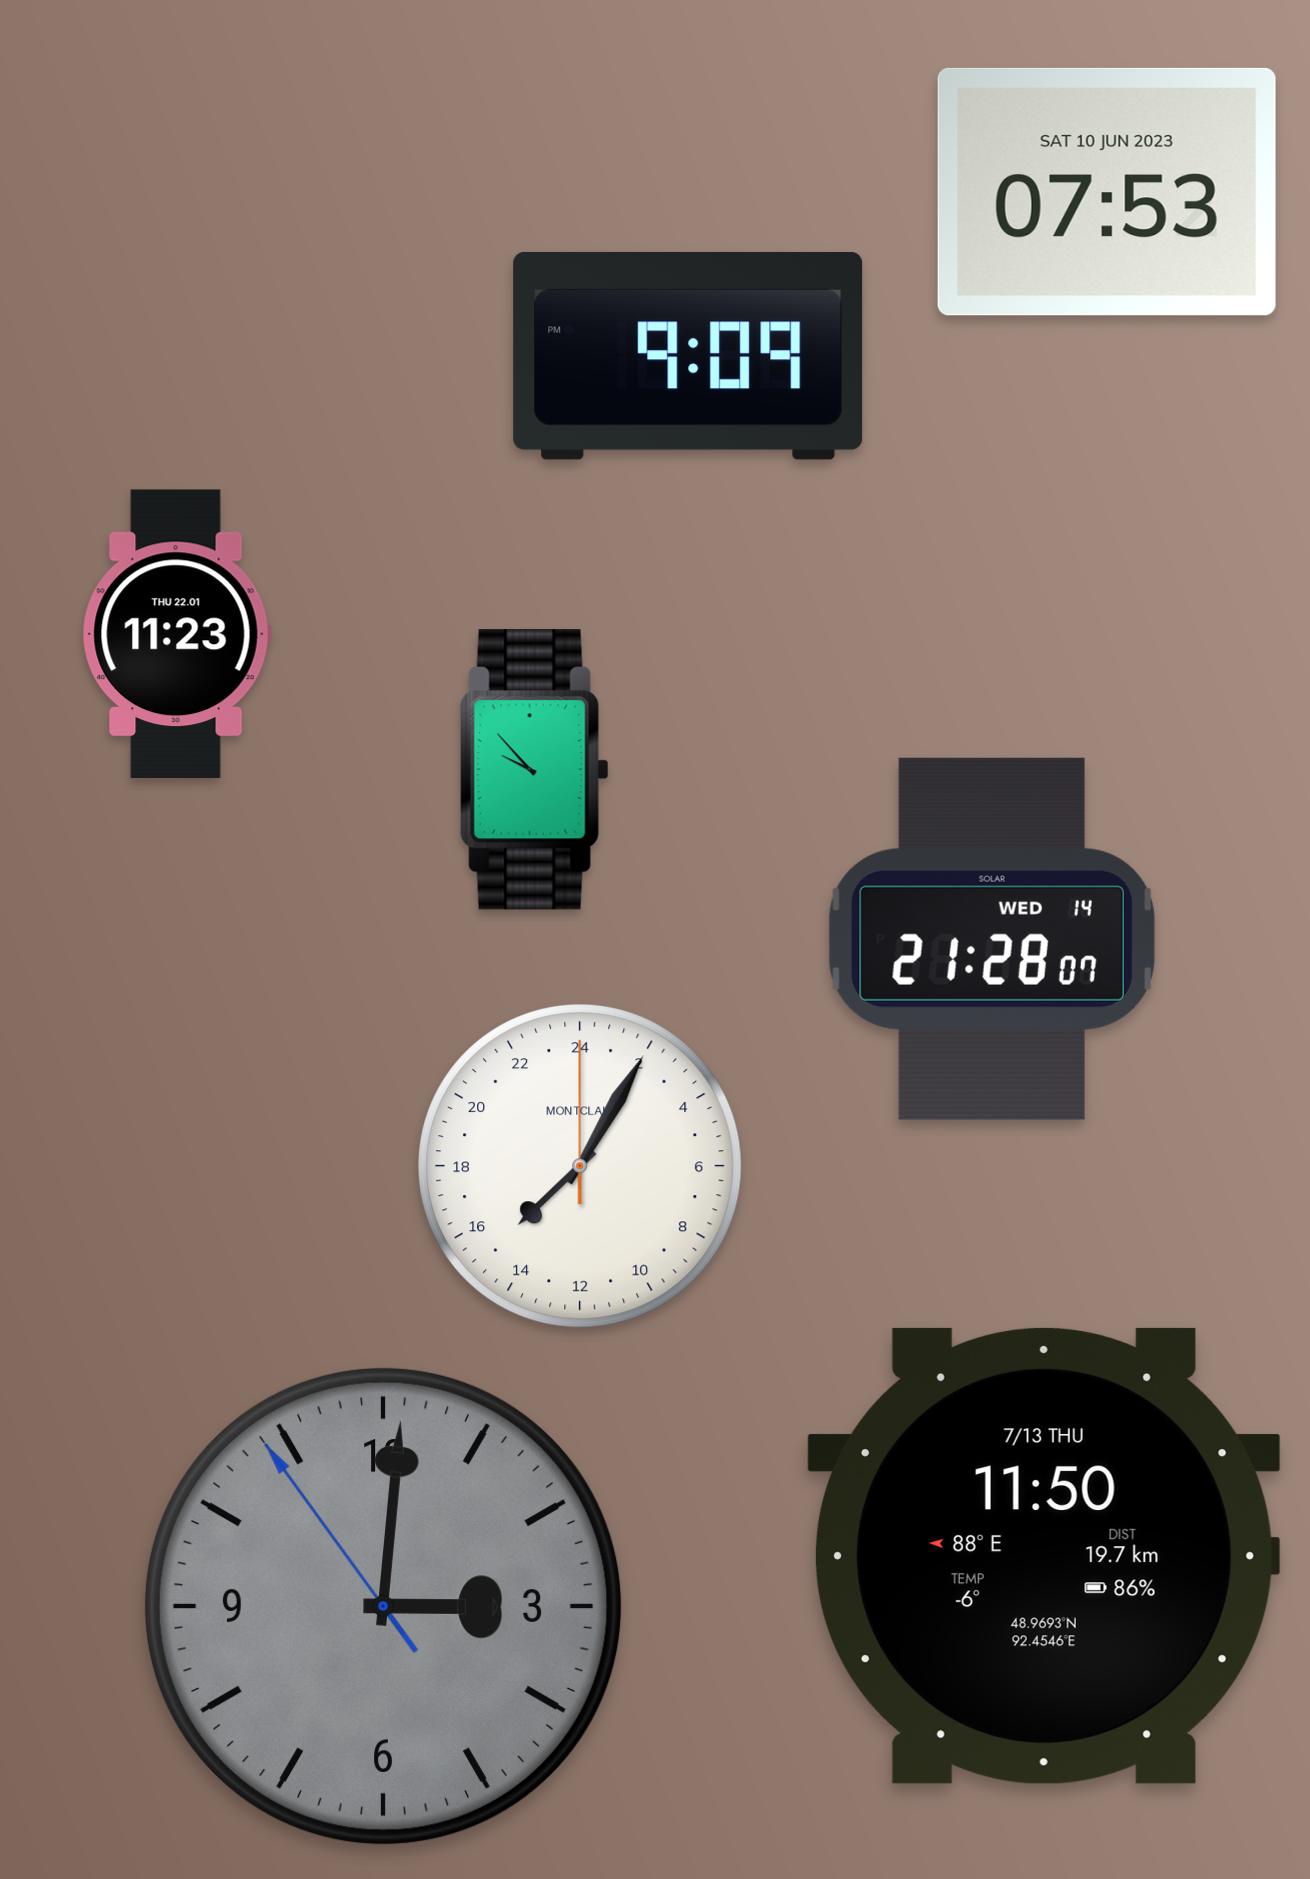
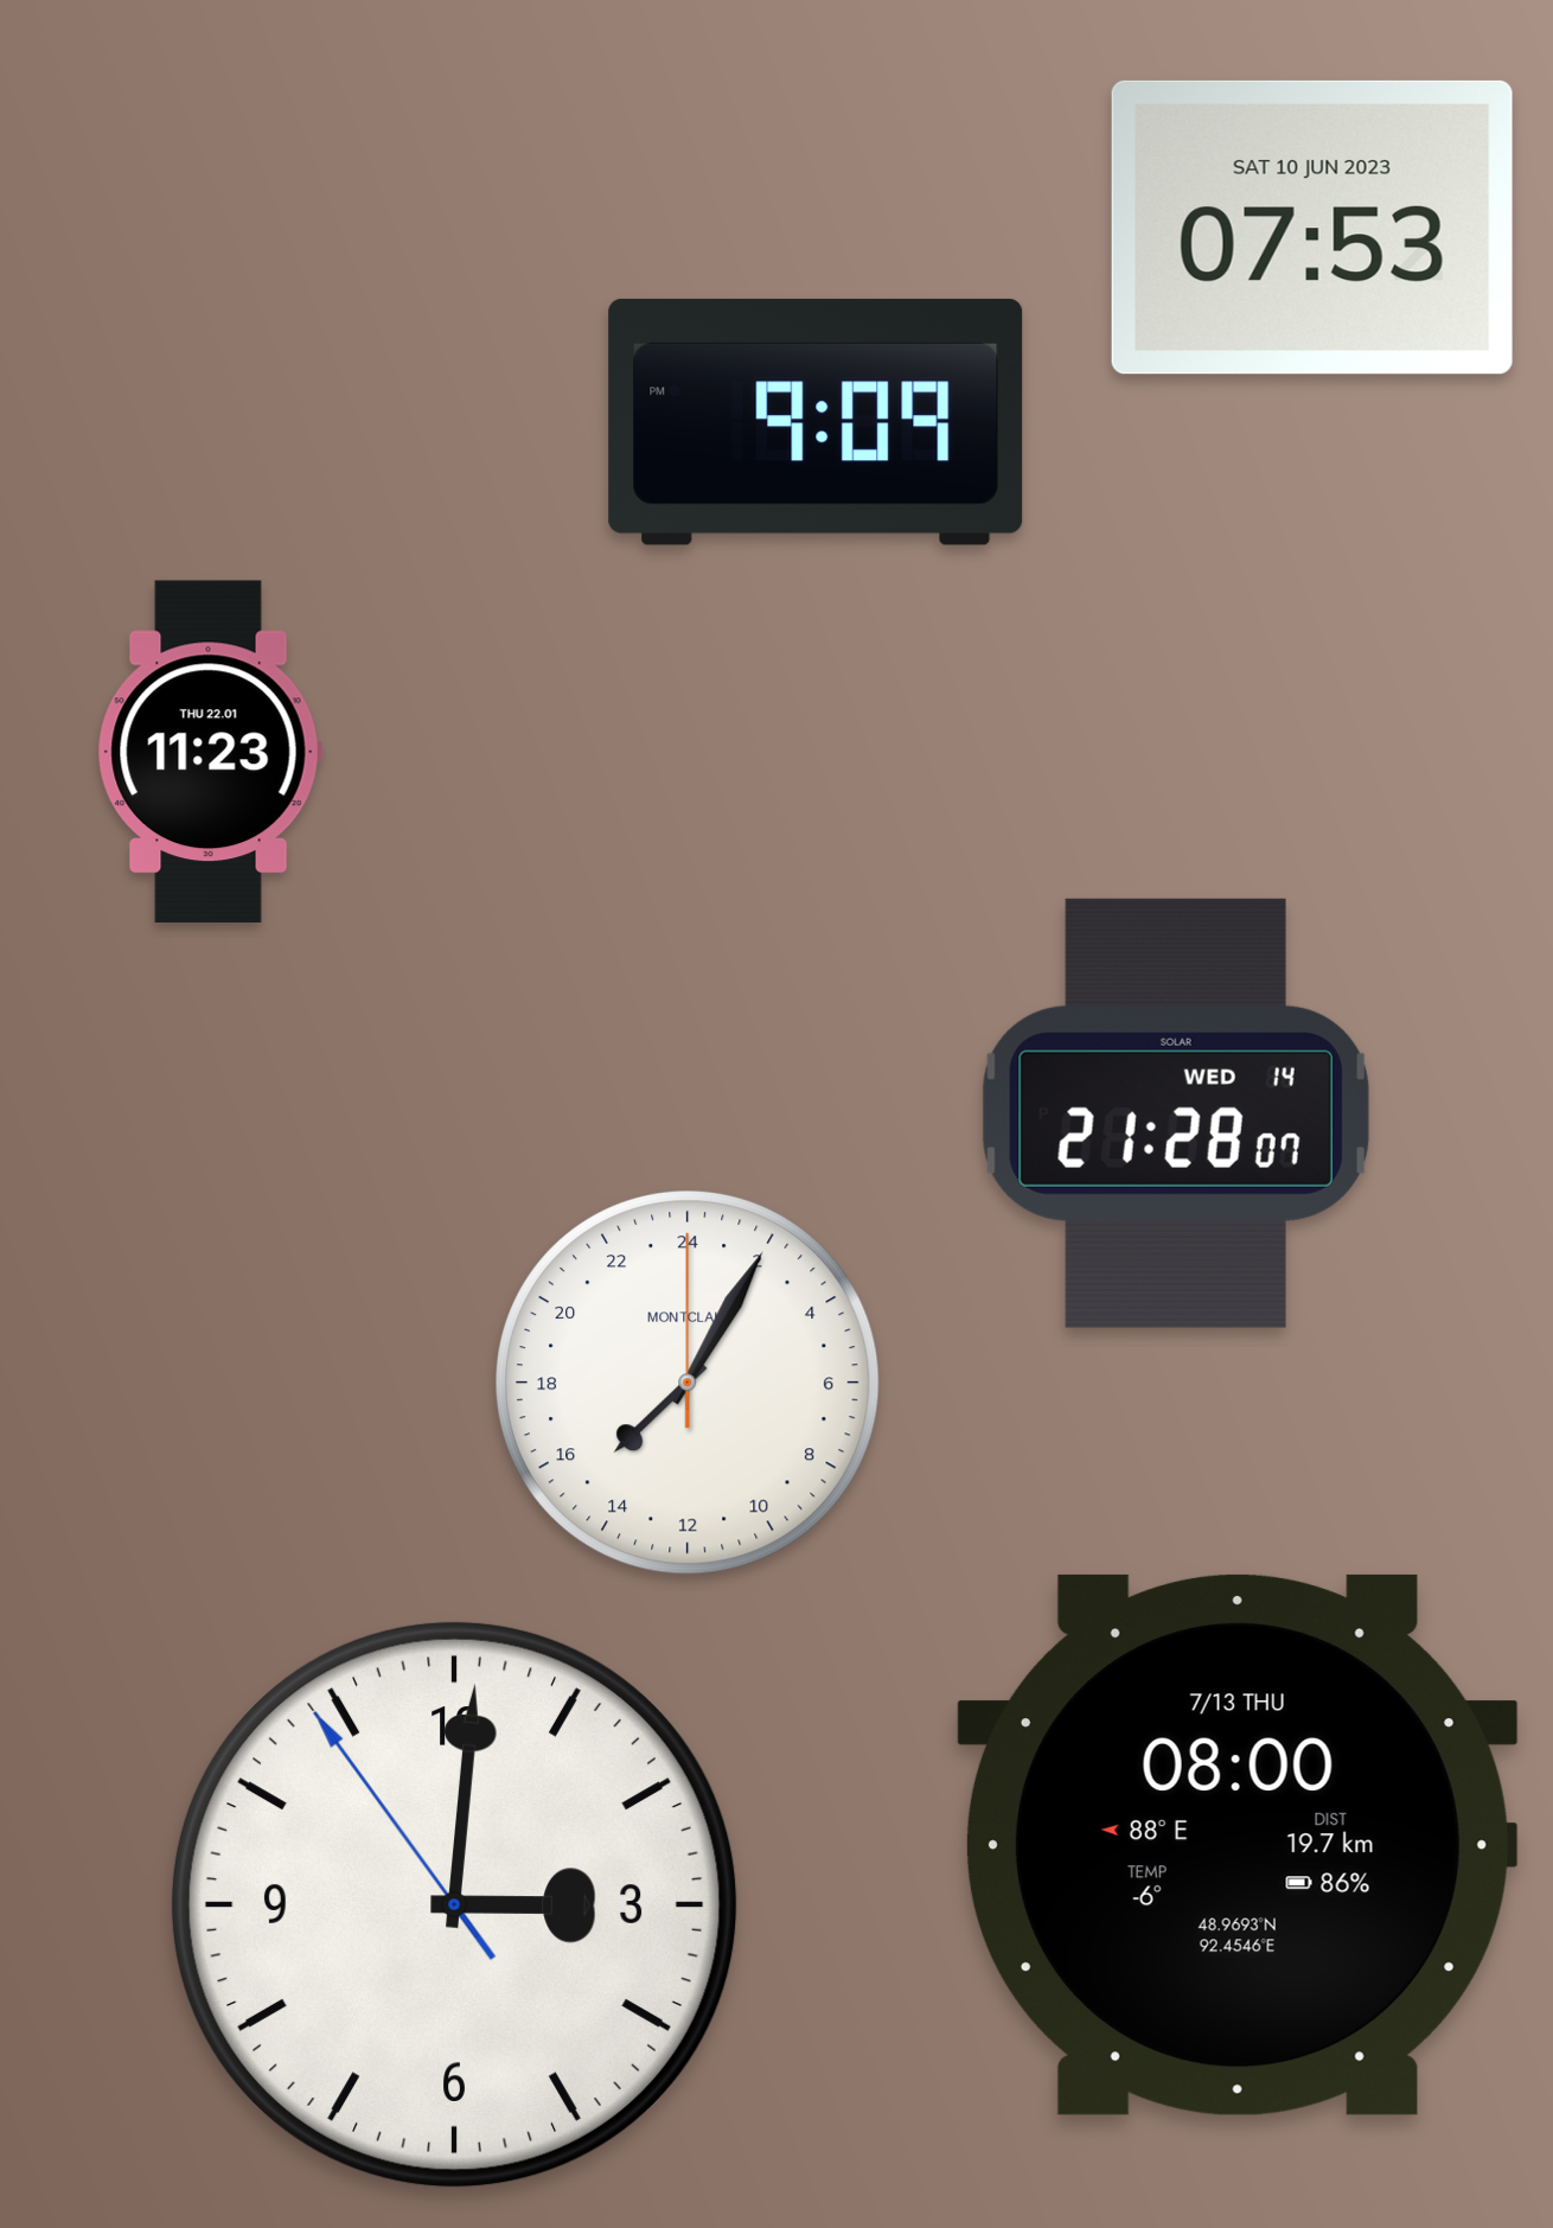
clock at (535, 770): 9:53 -> none
clock at (1044, 1556): 11:50 -> 08:00
clock at (383, 1606) dial: grey -> white
